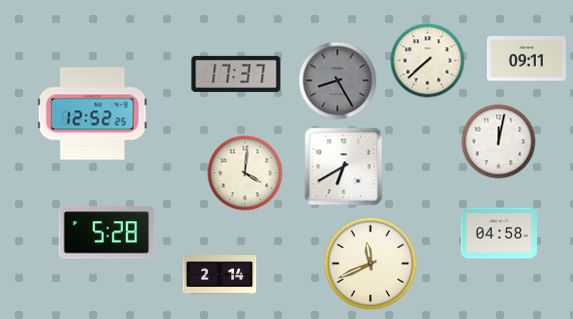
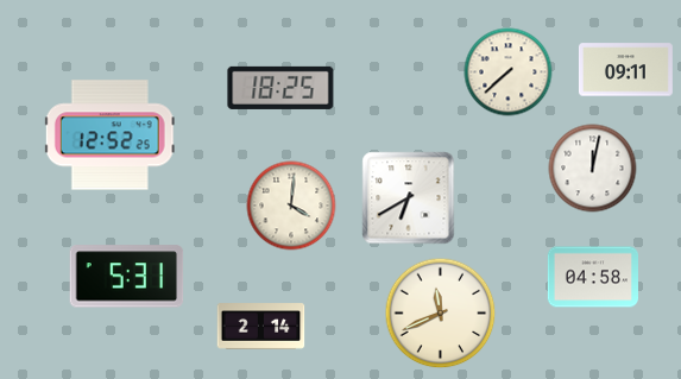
clock at (236, 74): 17:37 -> 18:25
clock at (338, 81): 8:25 -> none
clock at (107, 233): 5:28 -> 5:31
